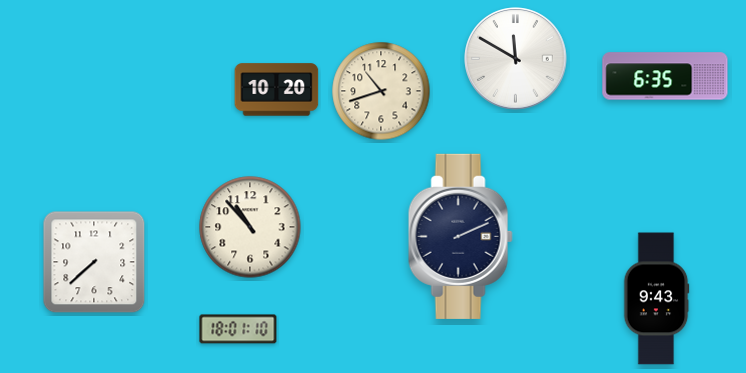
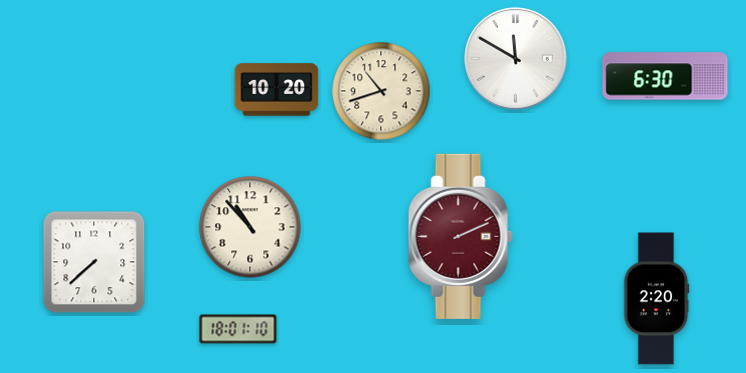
clock at (665, 76): 6:35 -> 6:30
clock at (460, 236) dial: navy -> burgundy
clock at (656, 299): 9:43 -> 2:20
